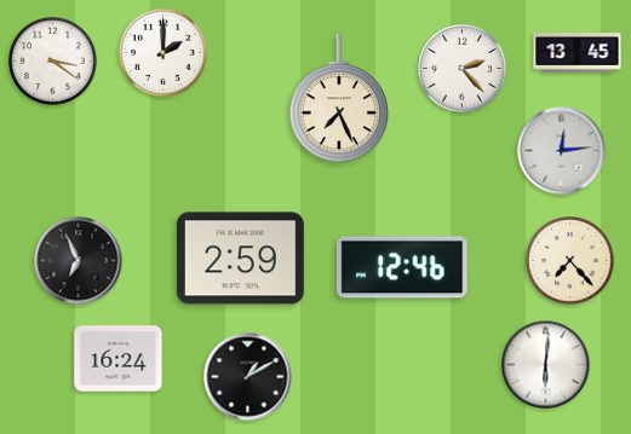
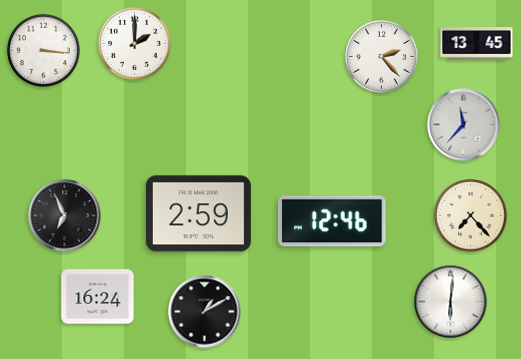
clock at (53, 62): 3:21 -> 3:16
clock at (339, 99): 7:26 -> none
clock at (562, 151): 12:14 -> 11:37
